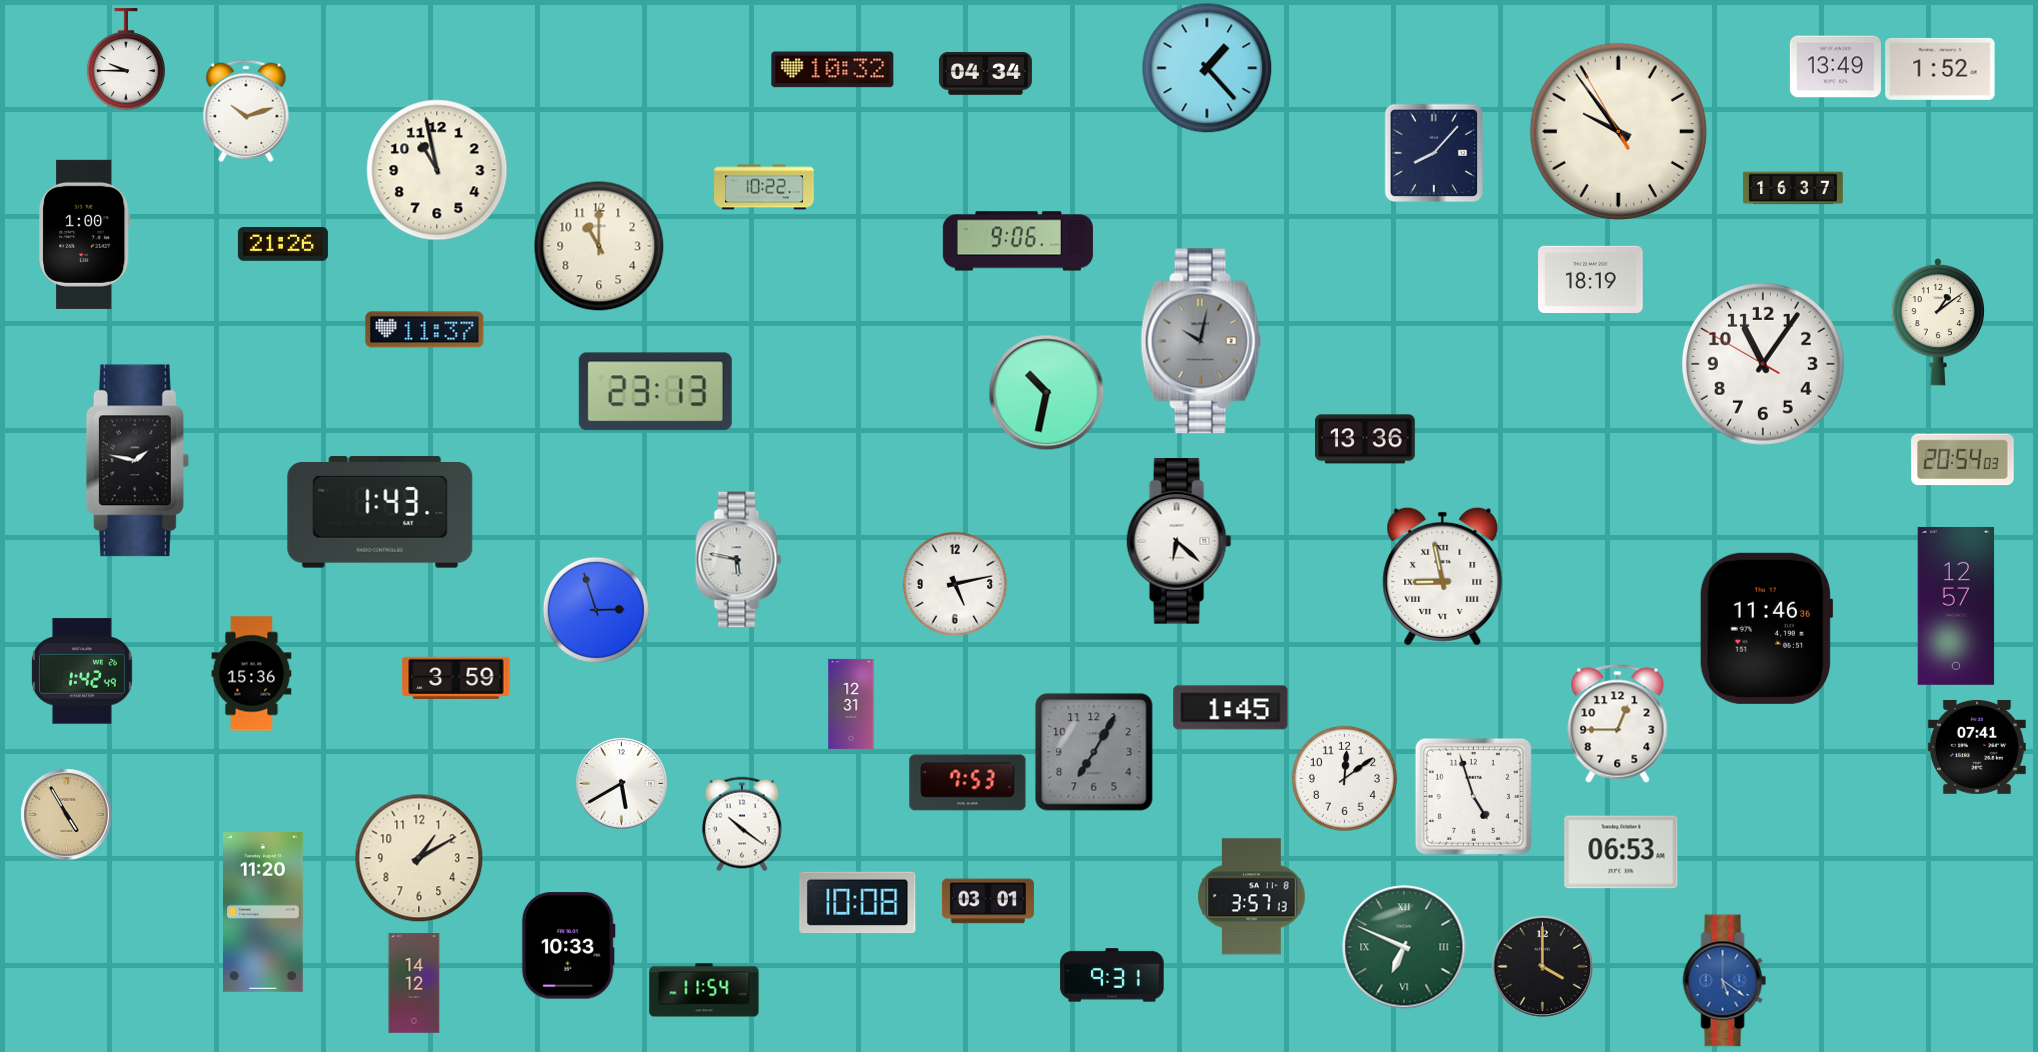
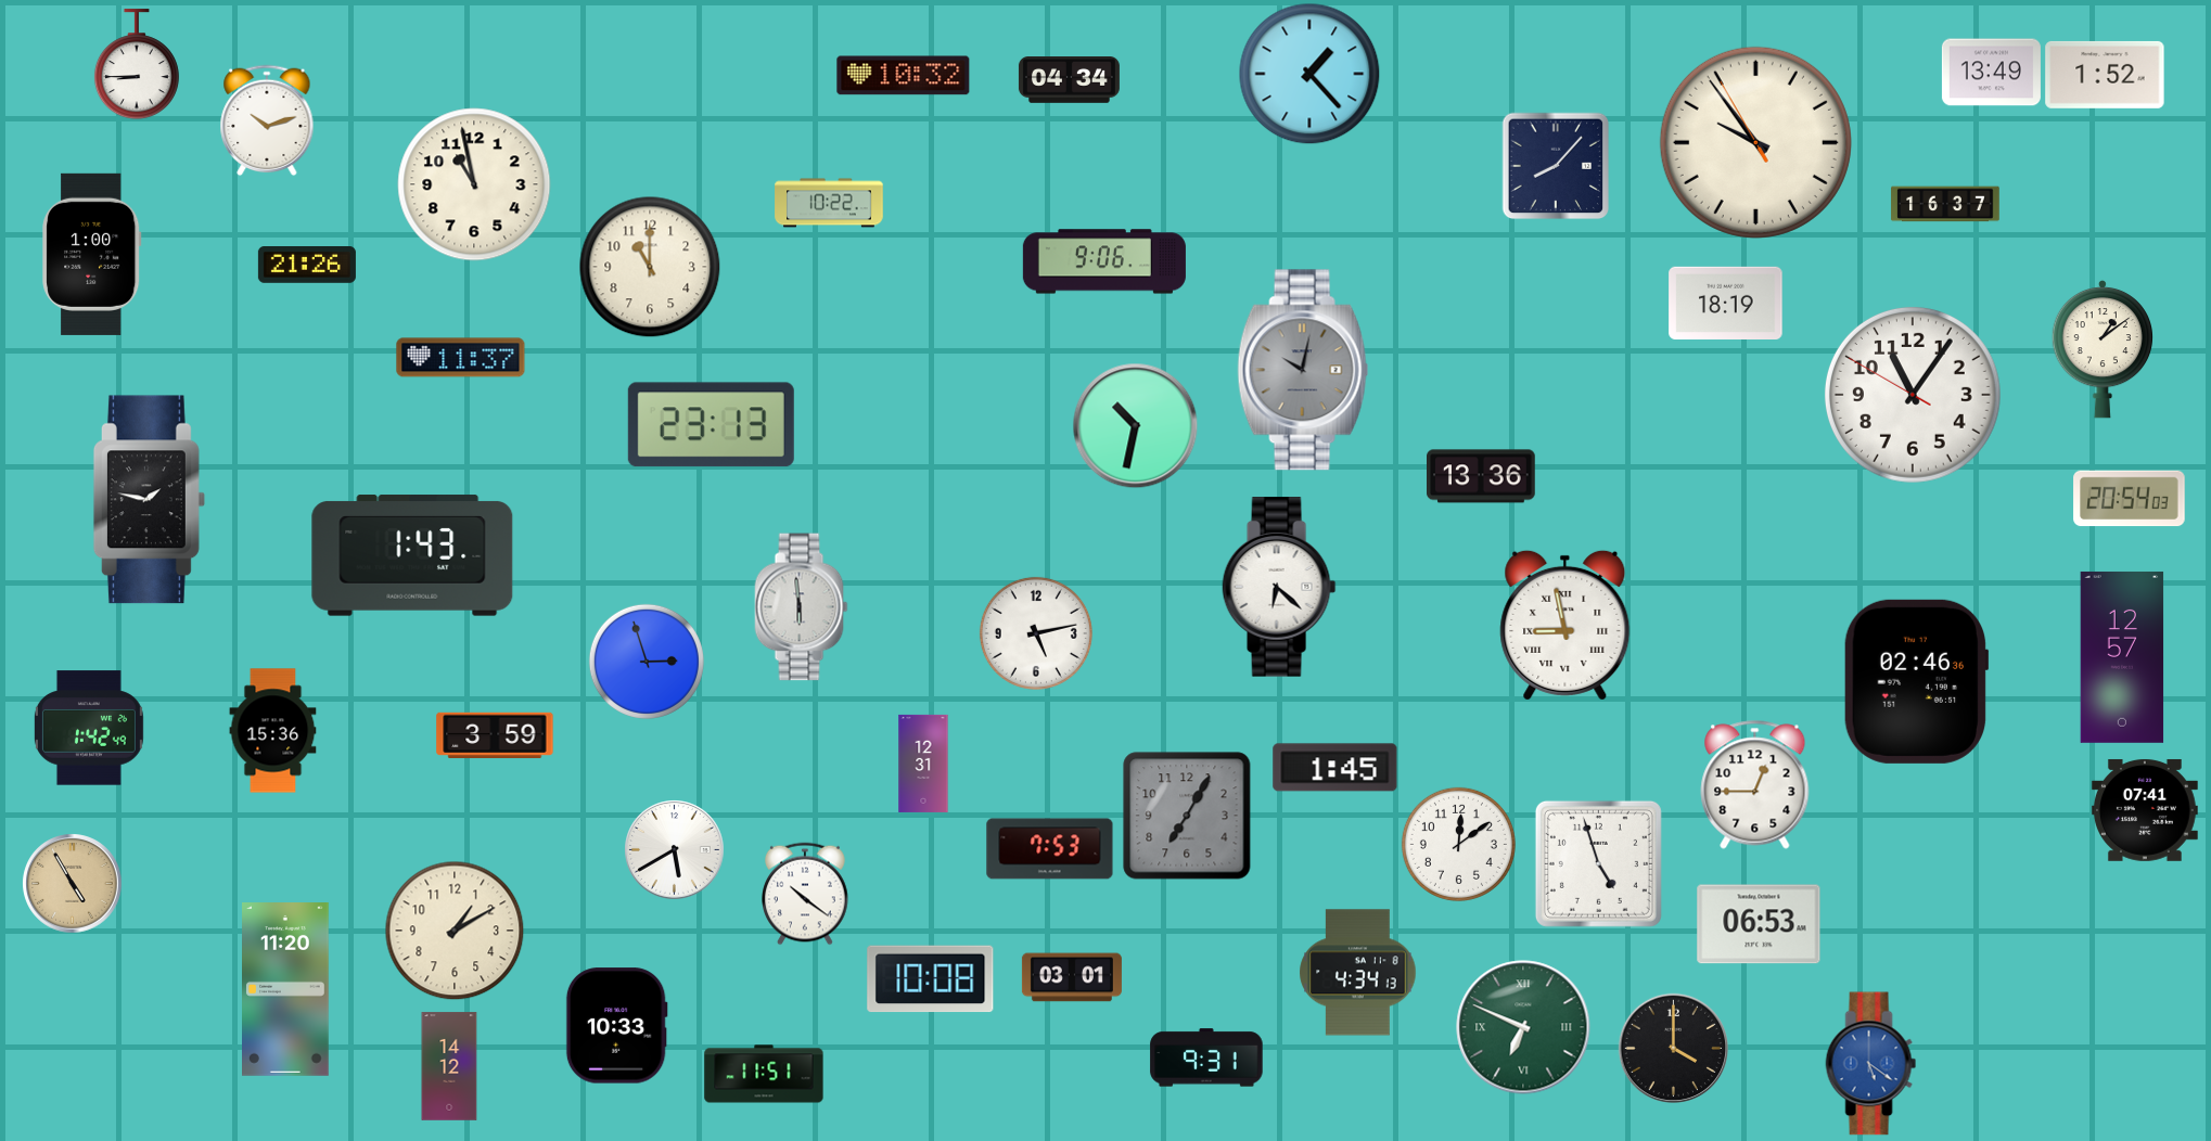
clock at (126, 59): 9:45 -> 8:45
clock at (739, 560): 5:47 -> 5:59
clock at (1766, 628): 11:46 -> 02:46
clock at (1252, 897): 3:57 -> 4:34
clock at (704, 990): 11:54 -> 11:51
